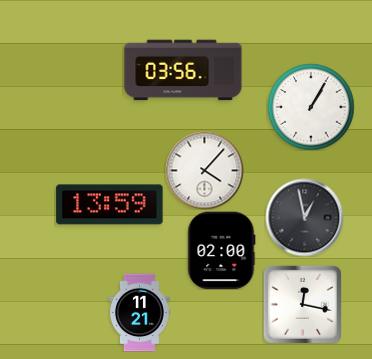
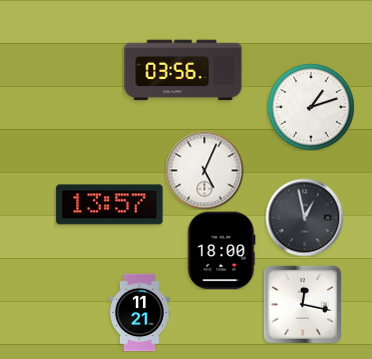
clock at (311, 107): 1:05 -> 1:12
clock at (204, 170): 4:07 -> 5:04
clock at (110, 205): 13:59 -> 13:57
clock at (222, 250): 02:00 -> 18:00
